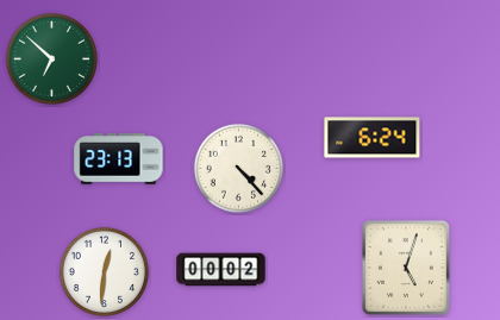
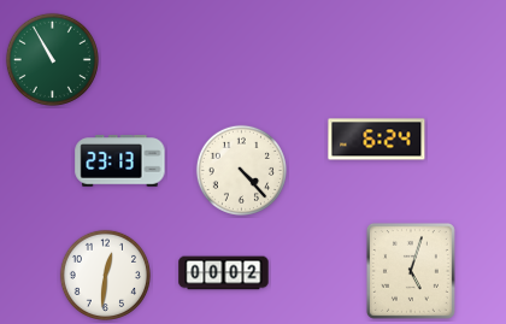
clock at (51, 58): 6:52 -> 10:55
